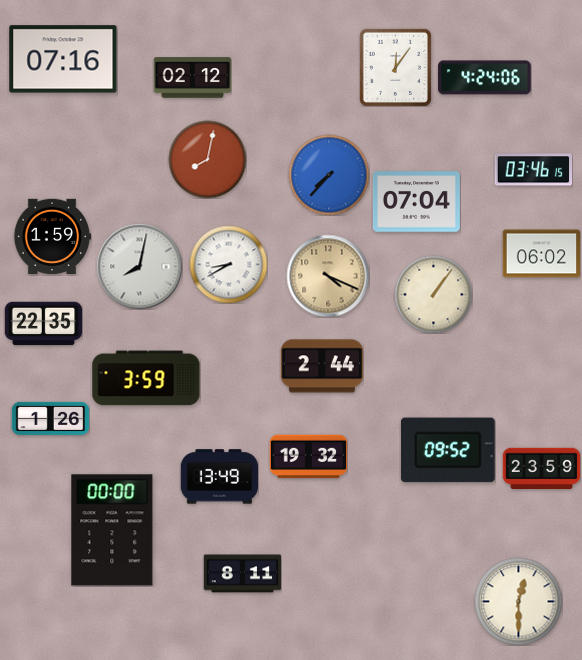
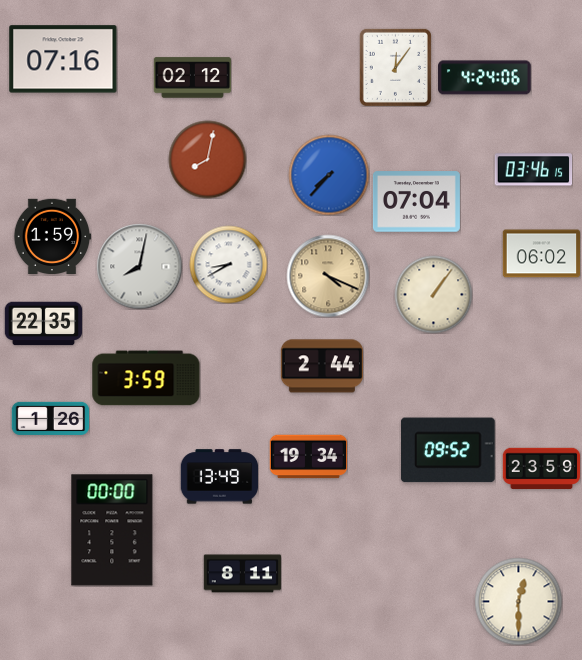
clock at (308, 457): 19:32 -> 19:34
